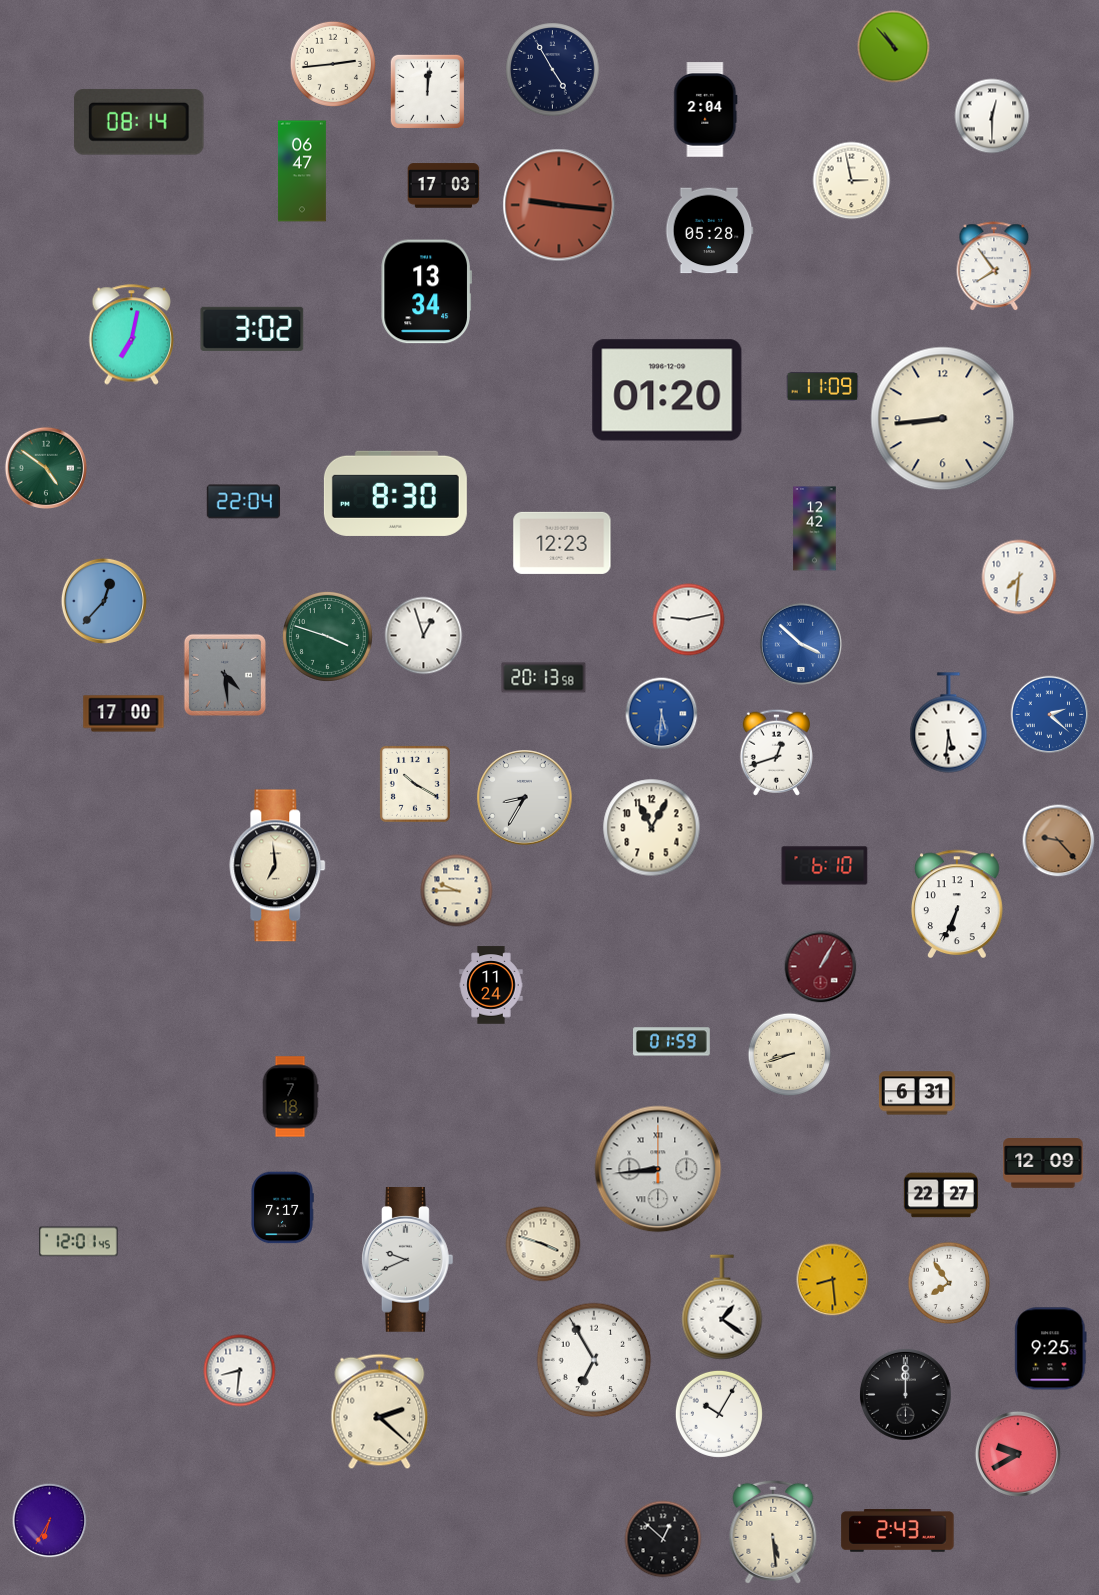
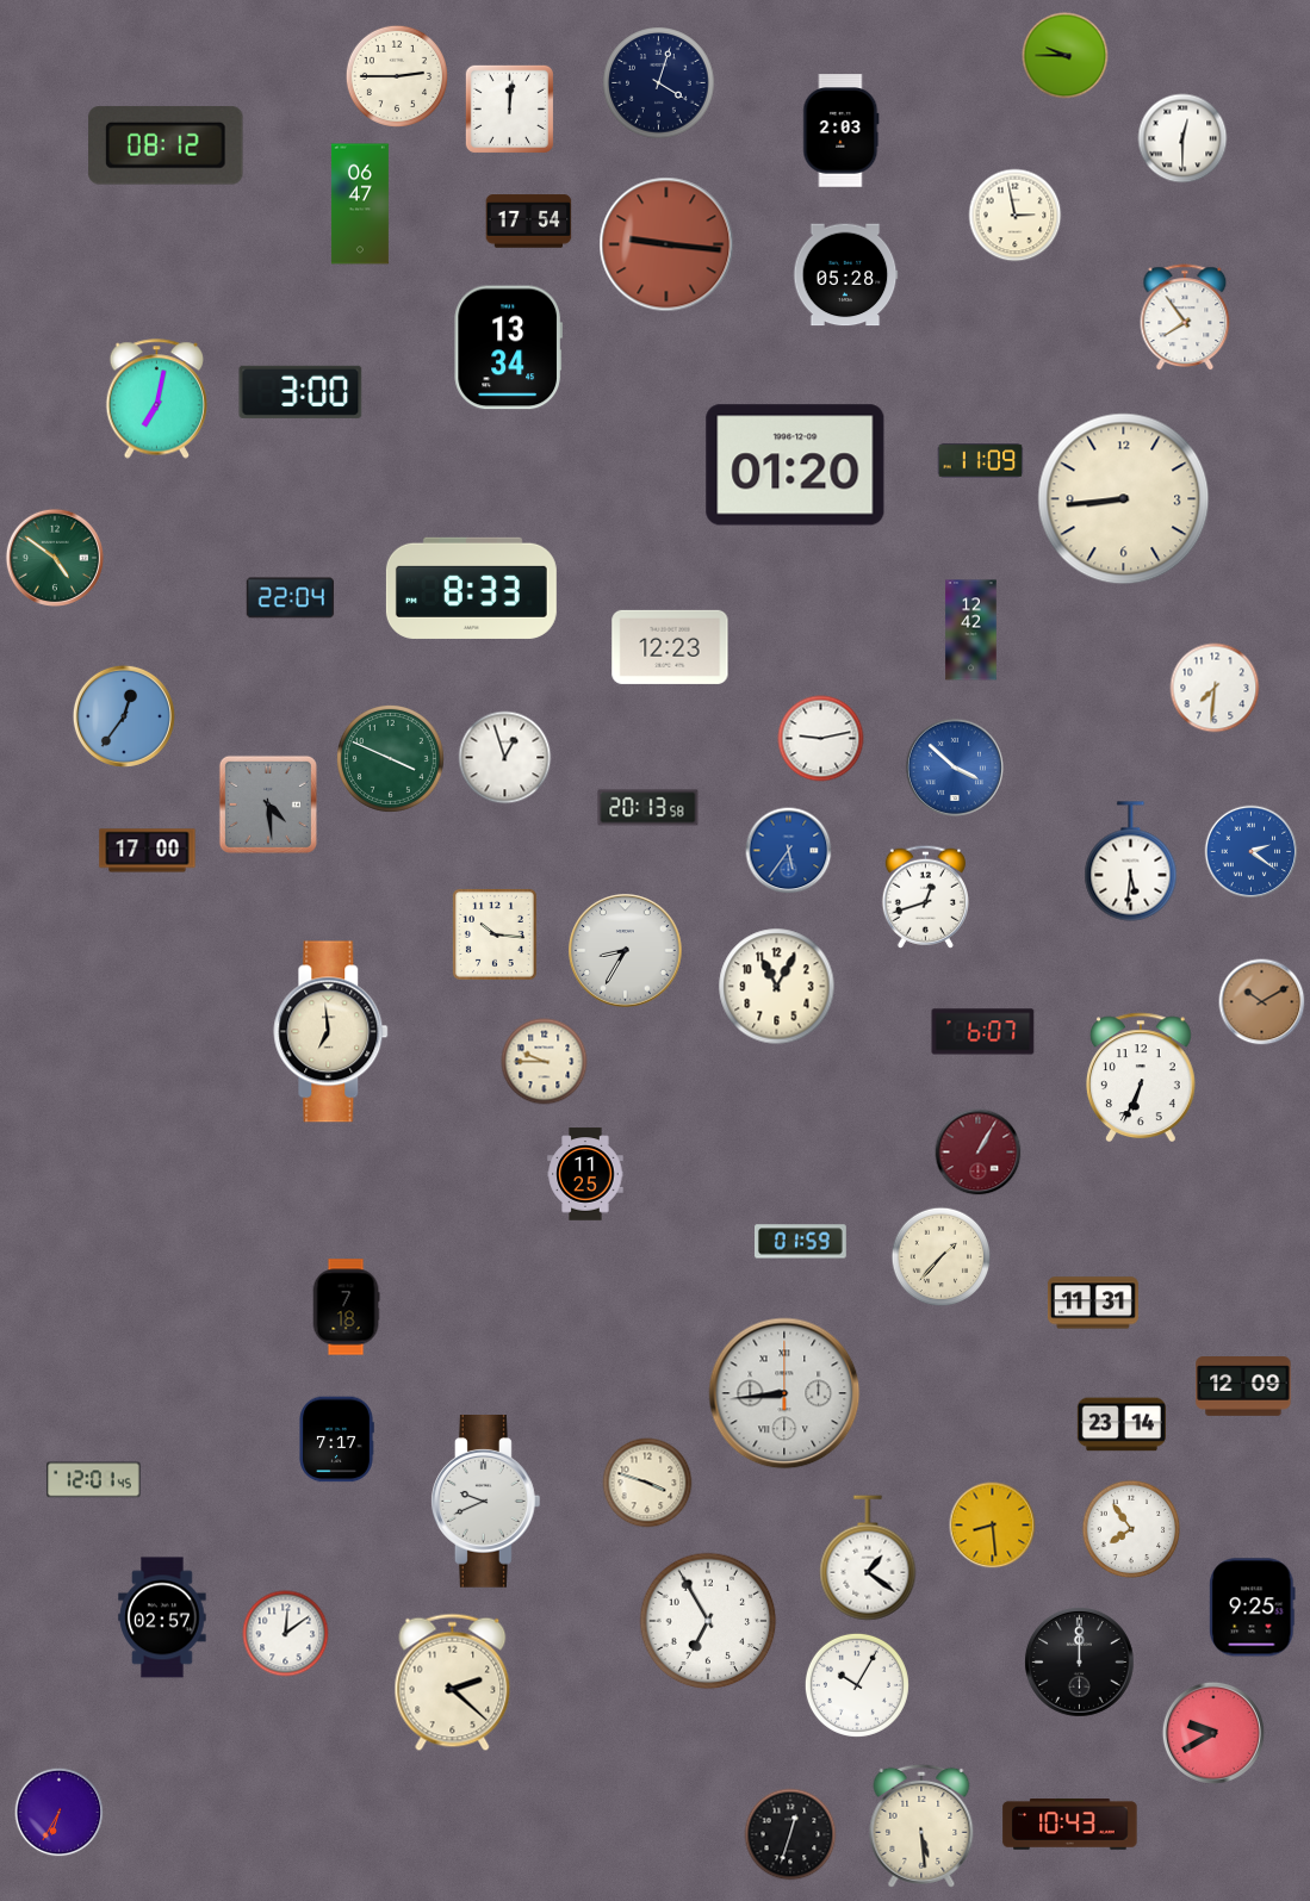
clock at (894, 47): 10:53 -> 9:45
clock at (333, 64): 2:44 -> 2:45
clock at (553, 70): 4:55 -> 4:03
clock at (706, 110): 2:04 -> 2:03
clock at (139, 122): 08:14 -> 08:12
clock at (444, 186): 17:03 -> 17:54
clock at (252, 329): 3:02 -> 3:00
clock at (395, 493): 8:30 -> 8:33
clock at (104, 601): 12:37 -> 12:36
clock at (327, 636): 3:48 -> 3:49
clock at (662, 714): 5:31 -> 5:36
clock at (1050, 715): 2:22 -> 2:21
clock at (415, 784): 10:20 -> 10:16
clock at (1059, 841): 9:23 -> 10:10
clock at (825, 866): 6:10 -> 6:07
clock at (491, 985): 11:24 -> 11:25
clock at (790, 1055): 8:42 -> 1:37
clock at (917, 1093): 6:31 -> 11:31
clock at (941, 1195): 22:27 -> 23:14
clock at (722, 1307) position: (722, 1307) -> (868, 1558)
clock at (162, 1617): none -> 02:57
clock at (240, 1371): 8:31 -> 12:09
clock at (898, 1531): 2:43 -> 10:43
clock at (663, 1539): 12:52 -> 12:33
